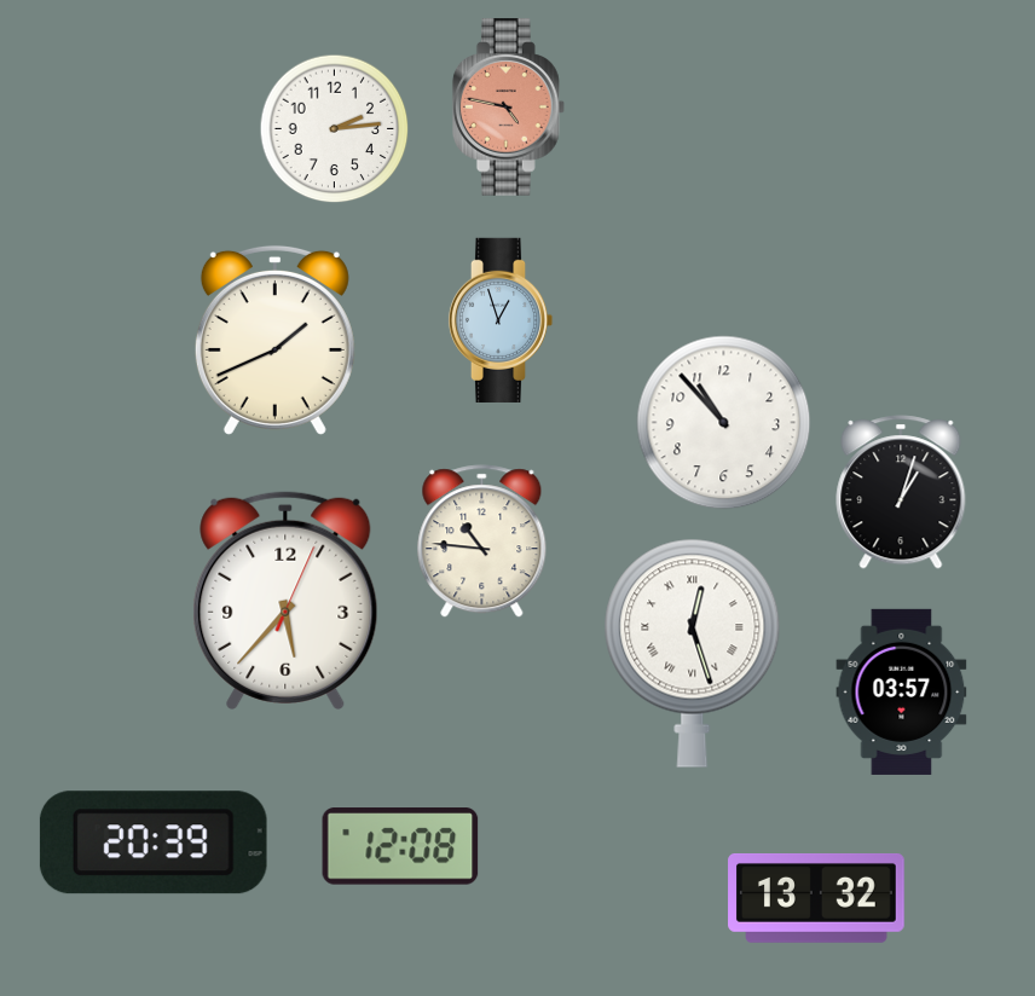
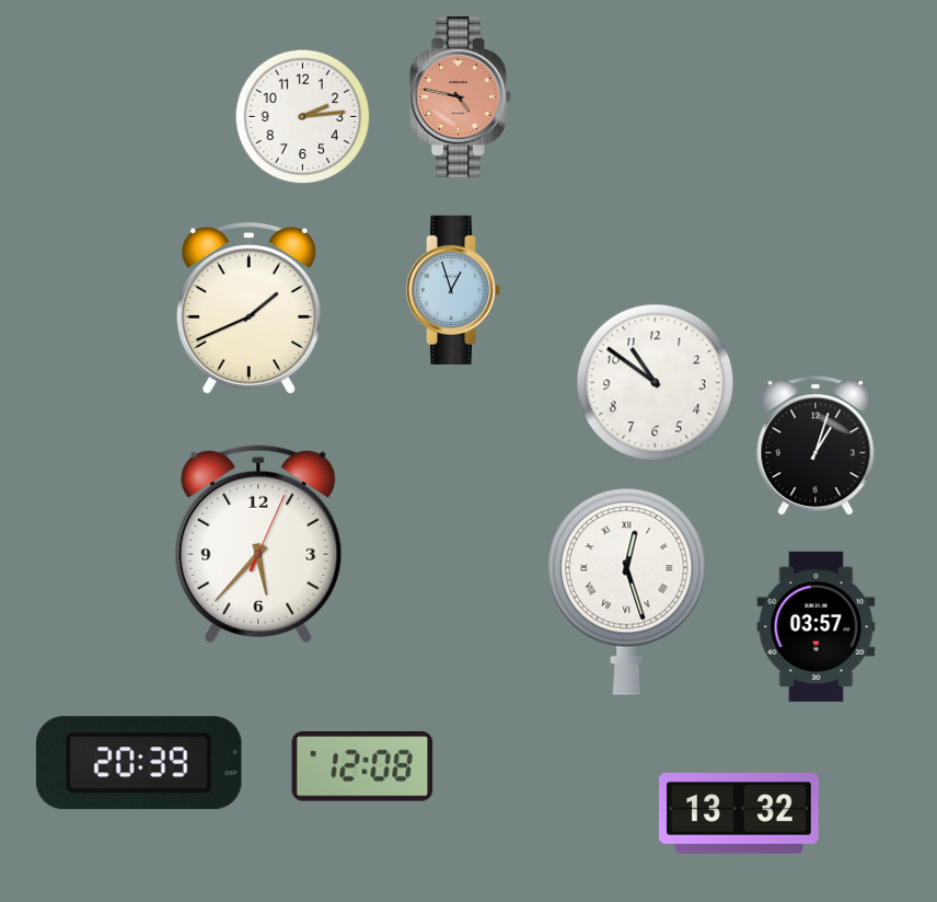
clock at (724, 423): 10:53 -> 10:51
clock at (482, 542): 10:46 -> none
